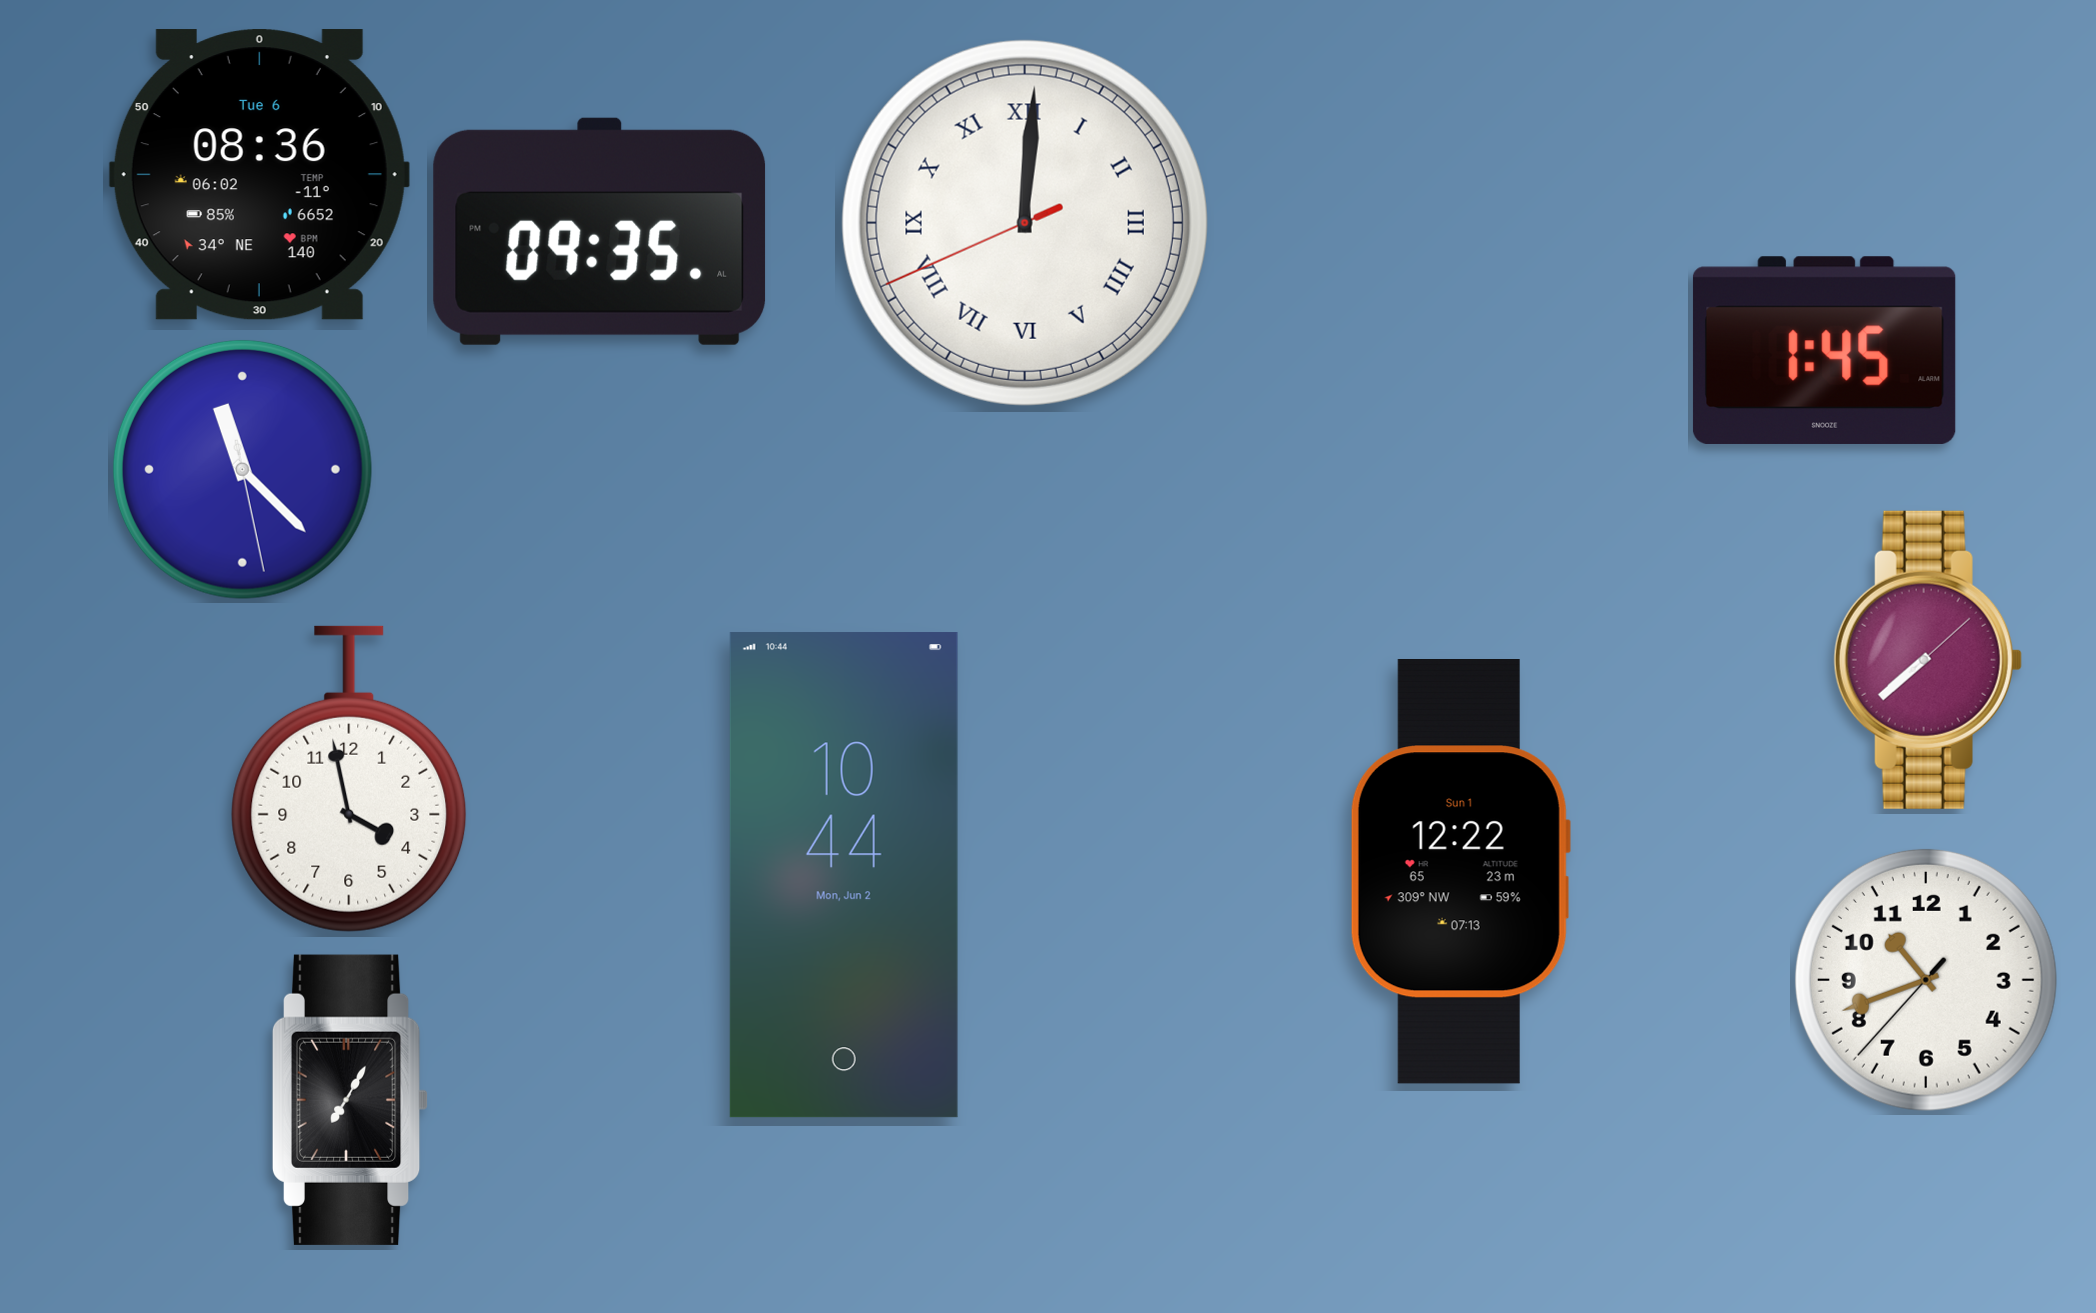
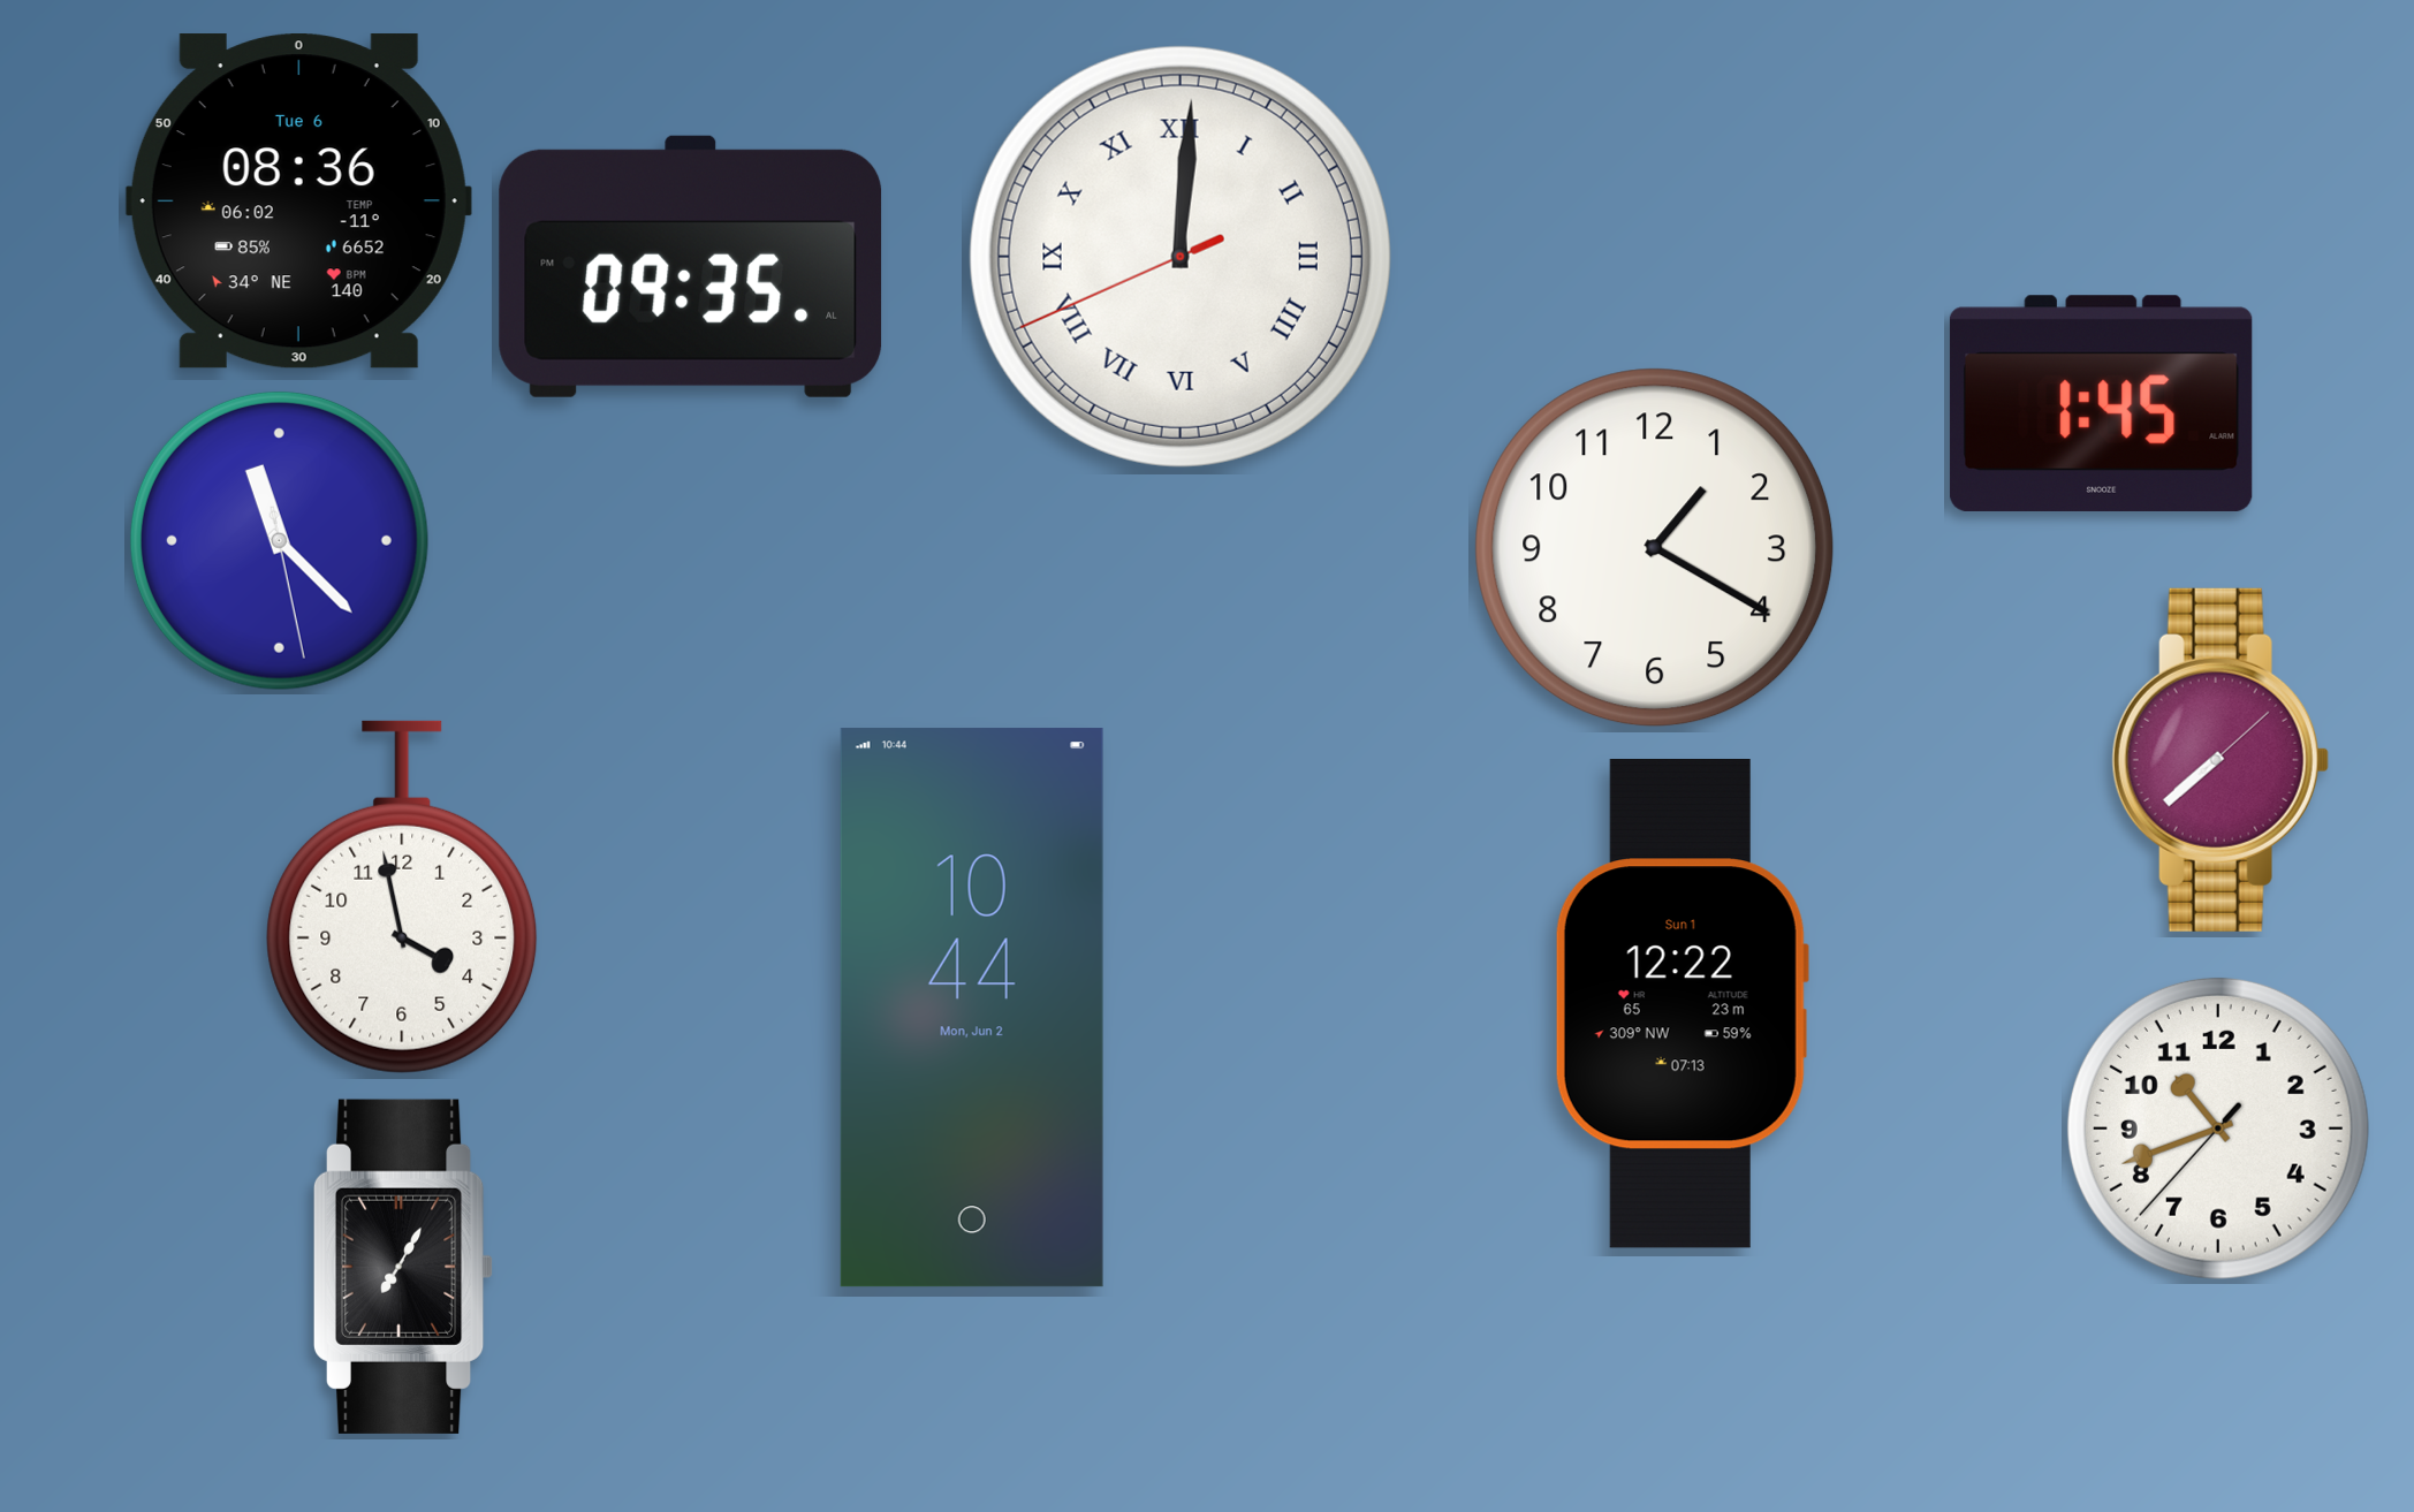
clock at (1655, 548): none -> 1:20
